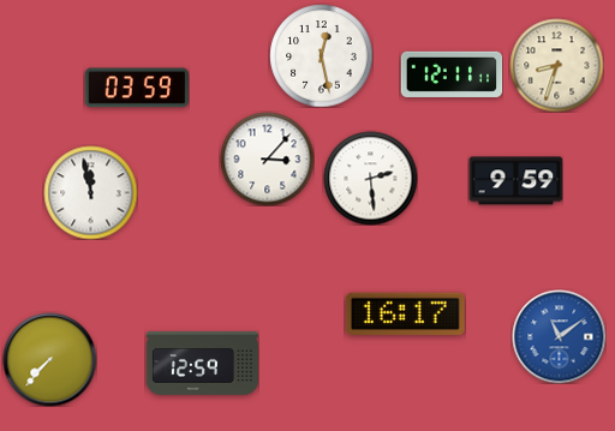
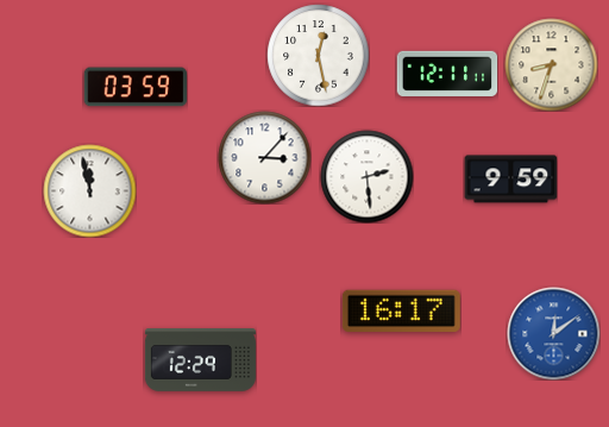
clock at (559, 336): 11:09 -> 12:09
clock at (49, 359): 7:37 -> none
clock at (202, 364): 12:59 -> 12:29
